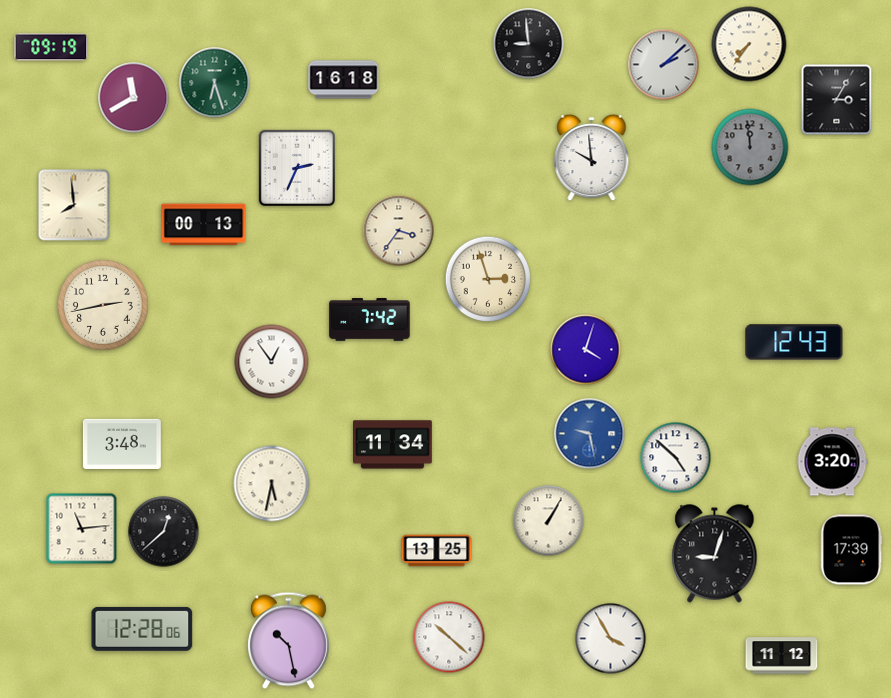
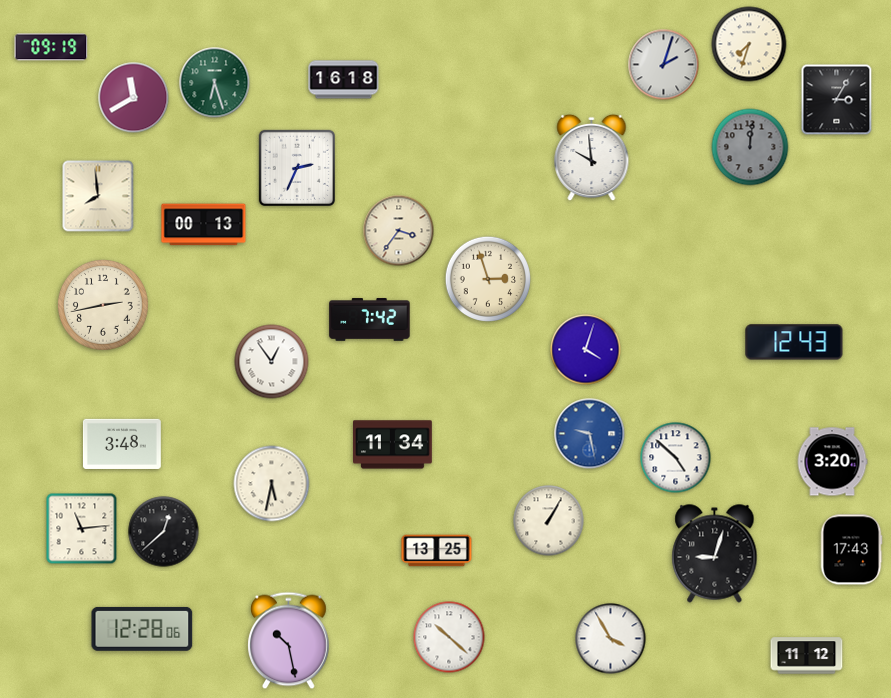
clock at (529, 44): 8:59 -> none
clock at (749, 44): 7:36 -> 7:33
clock at (664, 65): 2:08 -> 2:03
clock at (750, 147): 11:59 -> 12:01
clock at (74, 205) position: (74, 205) -> (98, 196)
clock at (851, 550): 17:39 -> 17:43
clock at (782, 656) position: (782, 656) -> (807, 656)
